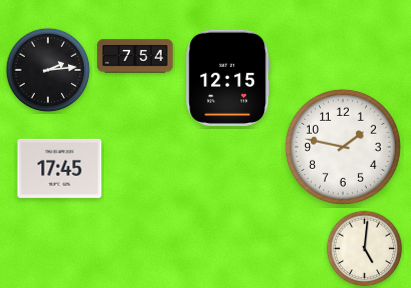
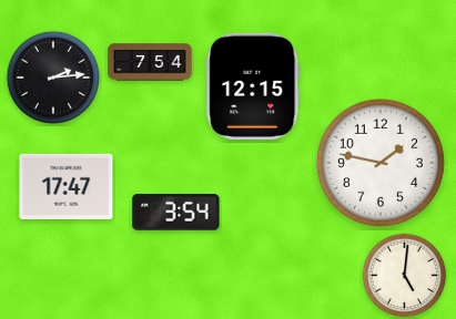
clock at (60, 168): 17:45 -> 17:47
clock at (176, 213): none -> 3:54
